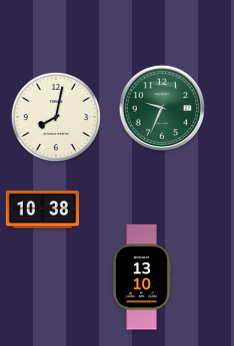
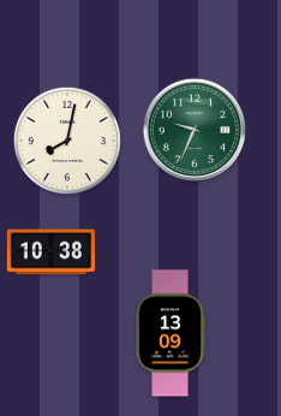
clock at (142, 277): 13:10 -> 13:09
